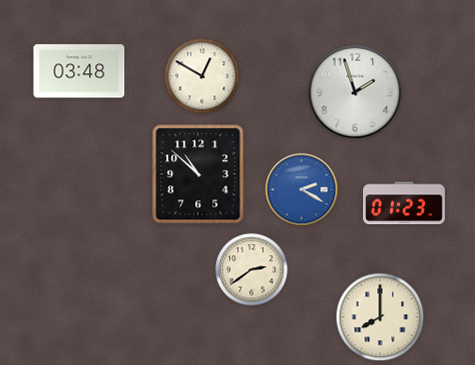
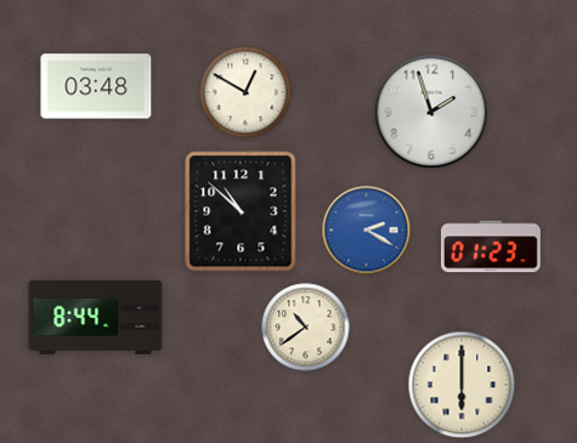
clock at (96, 318): none -> 8:44
clock at (252, 270): 2:39 -> 10:39
clock at (380, 317): 8:00 -> 6:00
